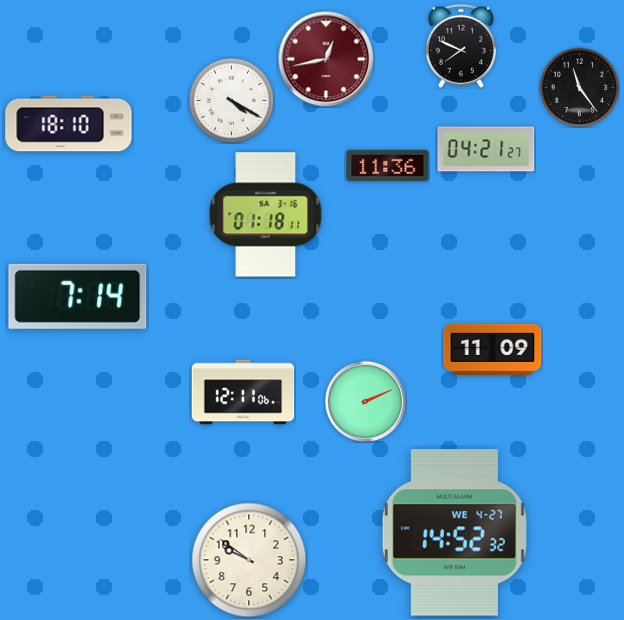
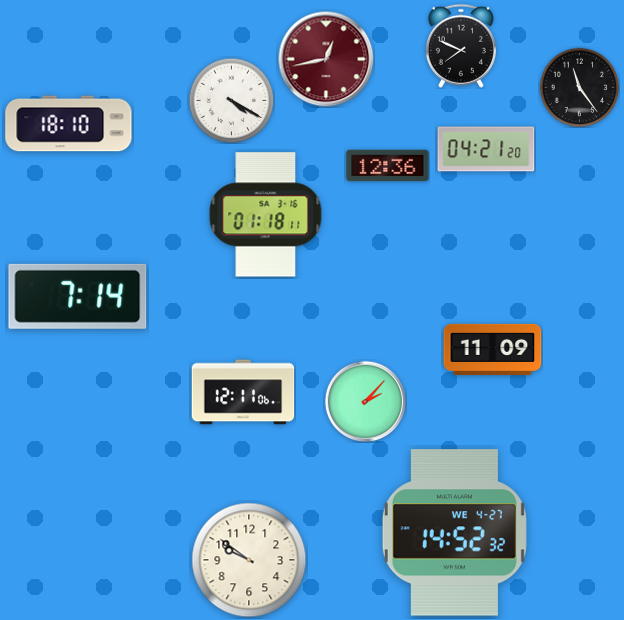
clock at (486, 149): 04:21:27 -> 04:21:20
clock at (388, 166): 11:36 -> 12:36
clock at (365, 401): 2:11 -> 2:07
